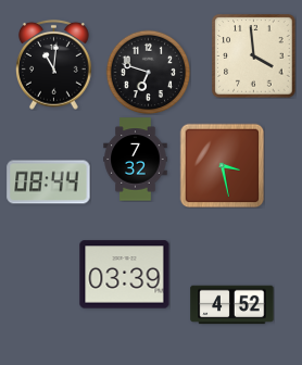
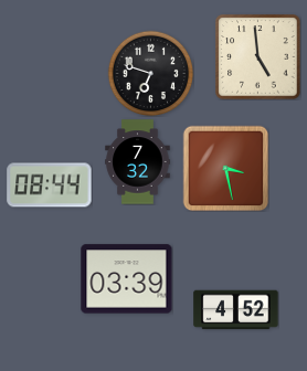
clock at (254, 56): 3:59 -> 4:59
clock at (54, 64): 11:01 -> none
